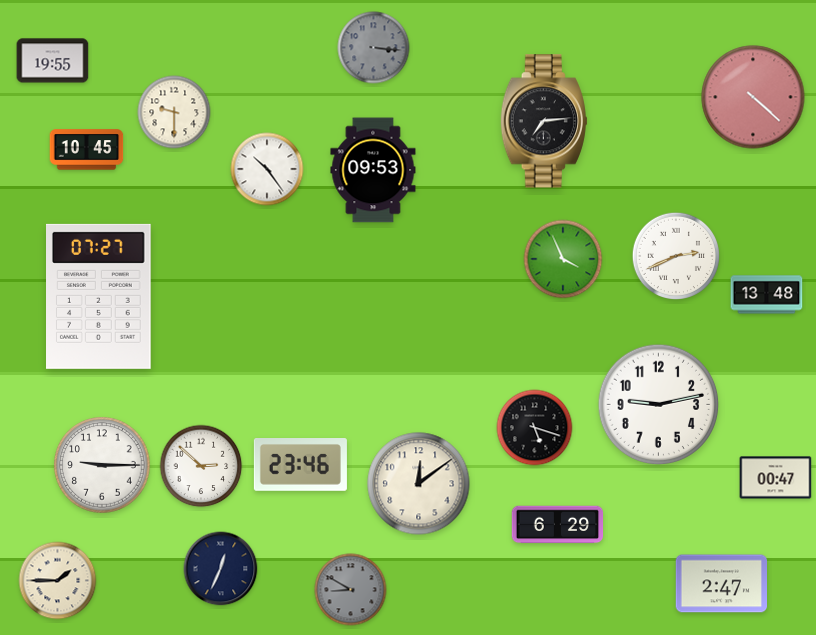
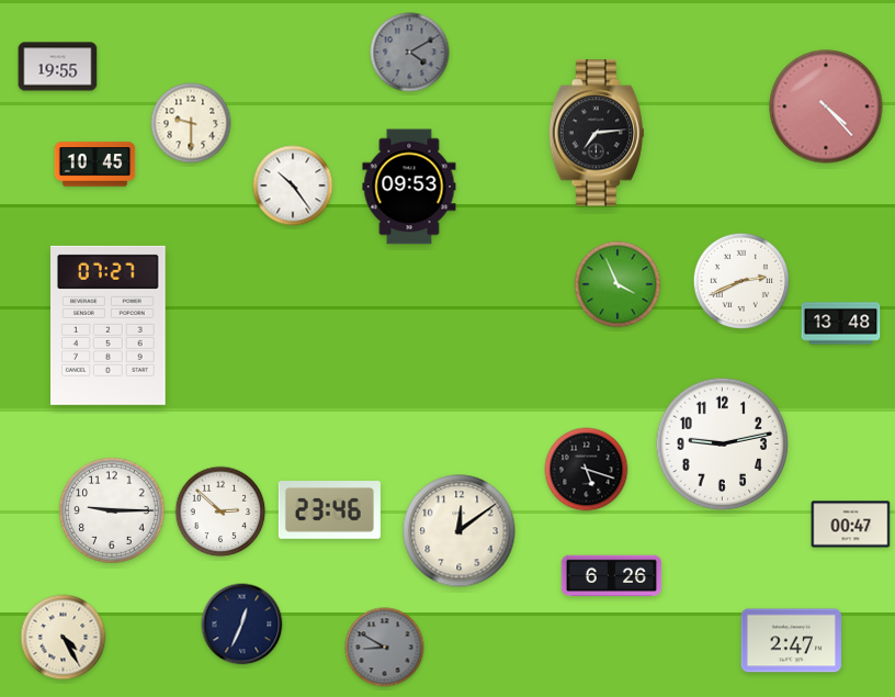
clock at (374, 48): 3:16 -> 4:10
clock at (753, 97): 4:22 -> 4:23
clock at (558, 525): 6:29 -> 6:26
clock at (58, 581): 1:45 -> 4:25
